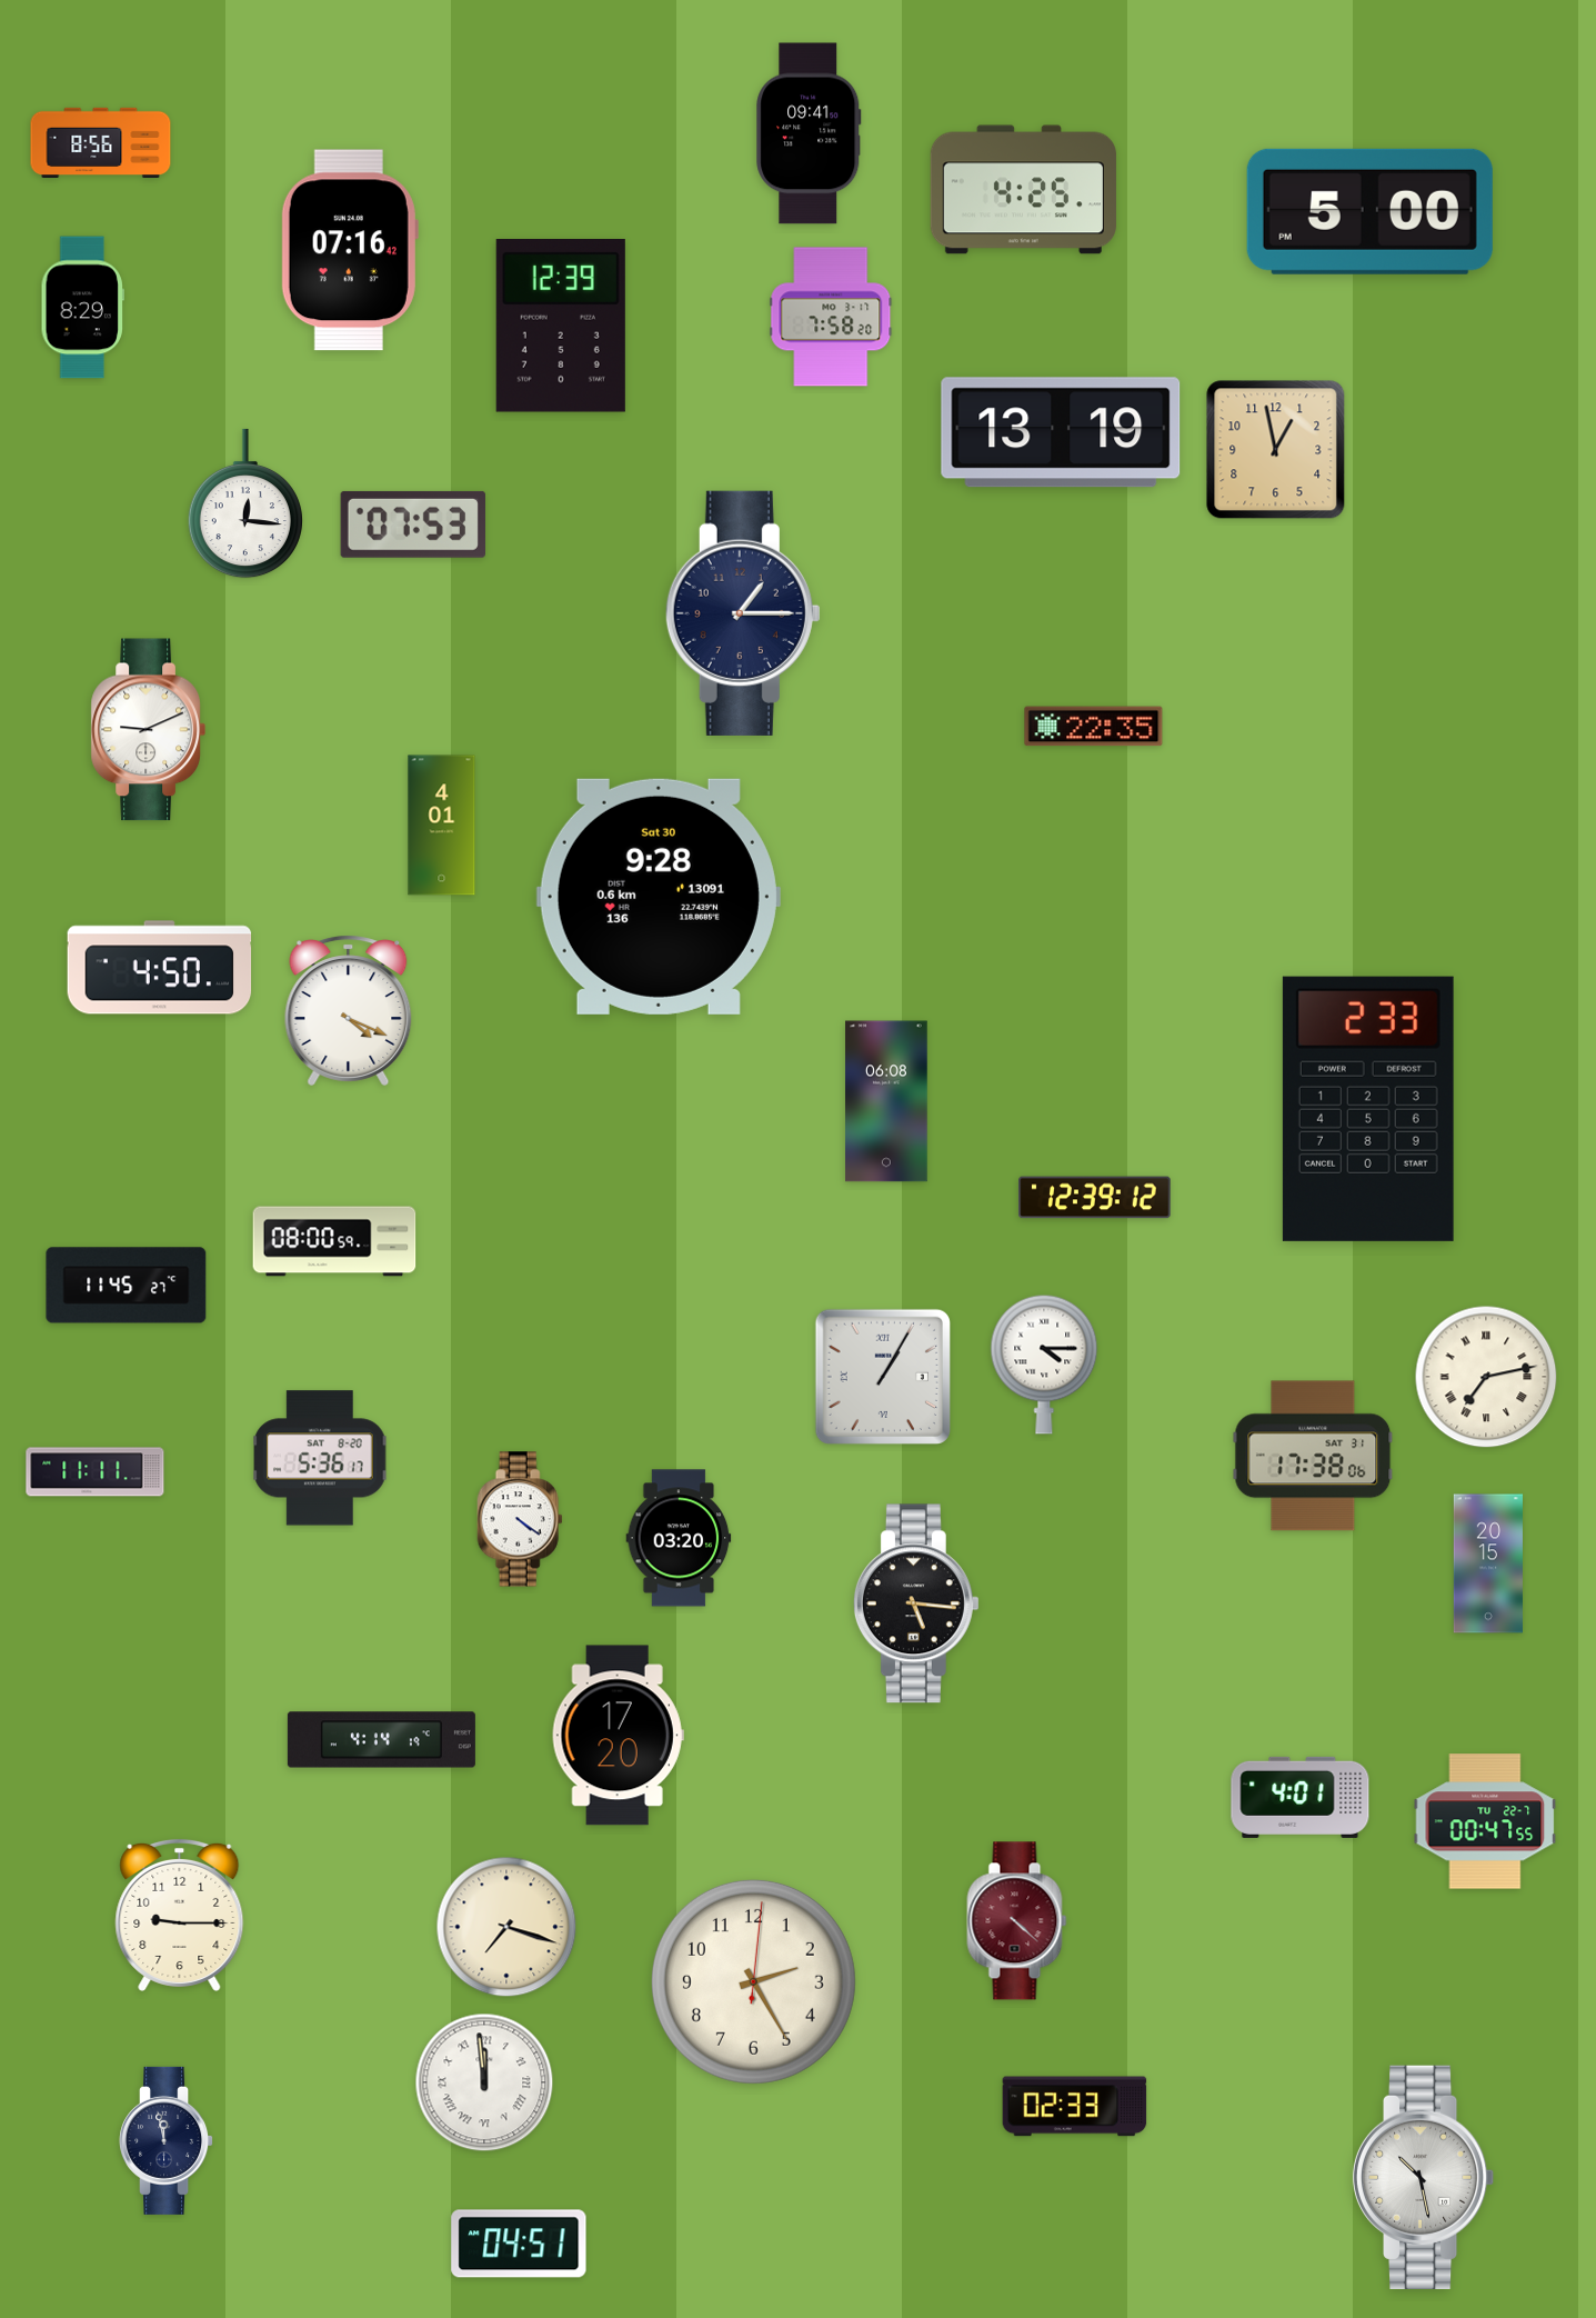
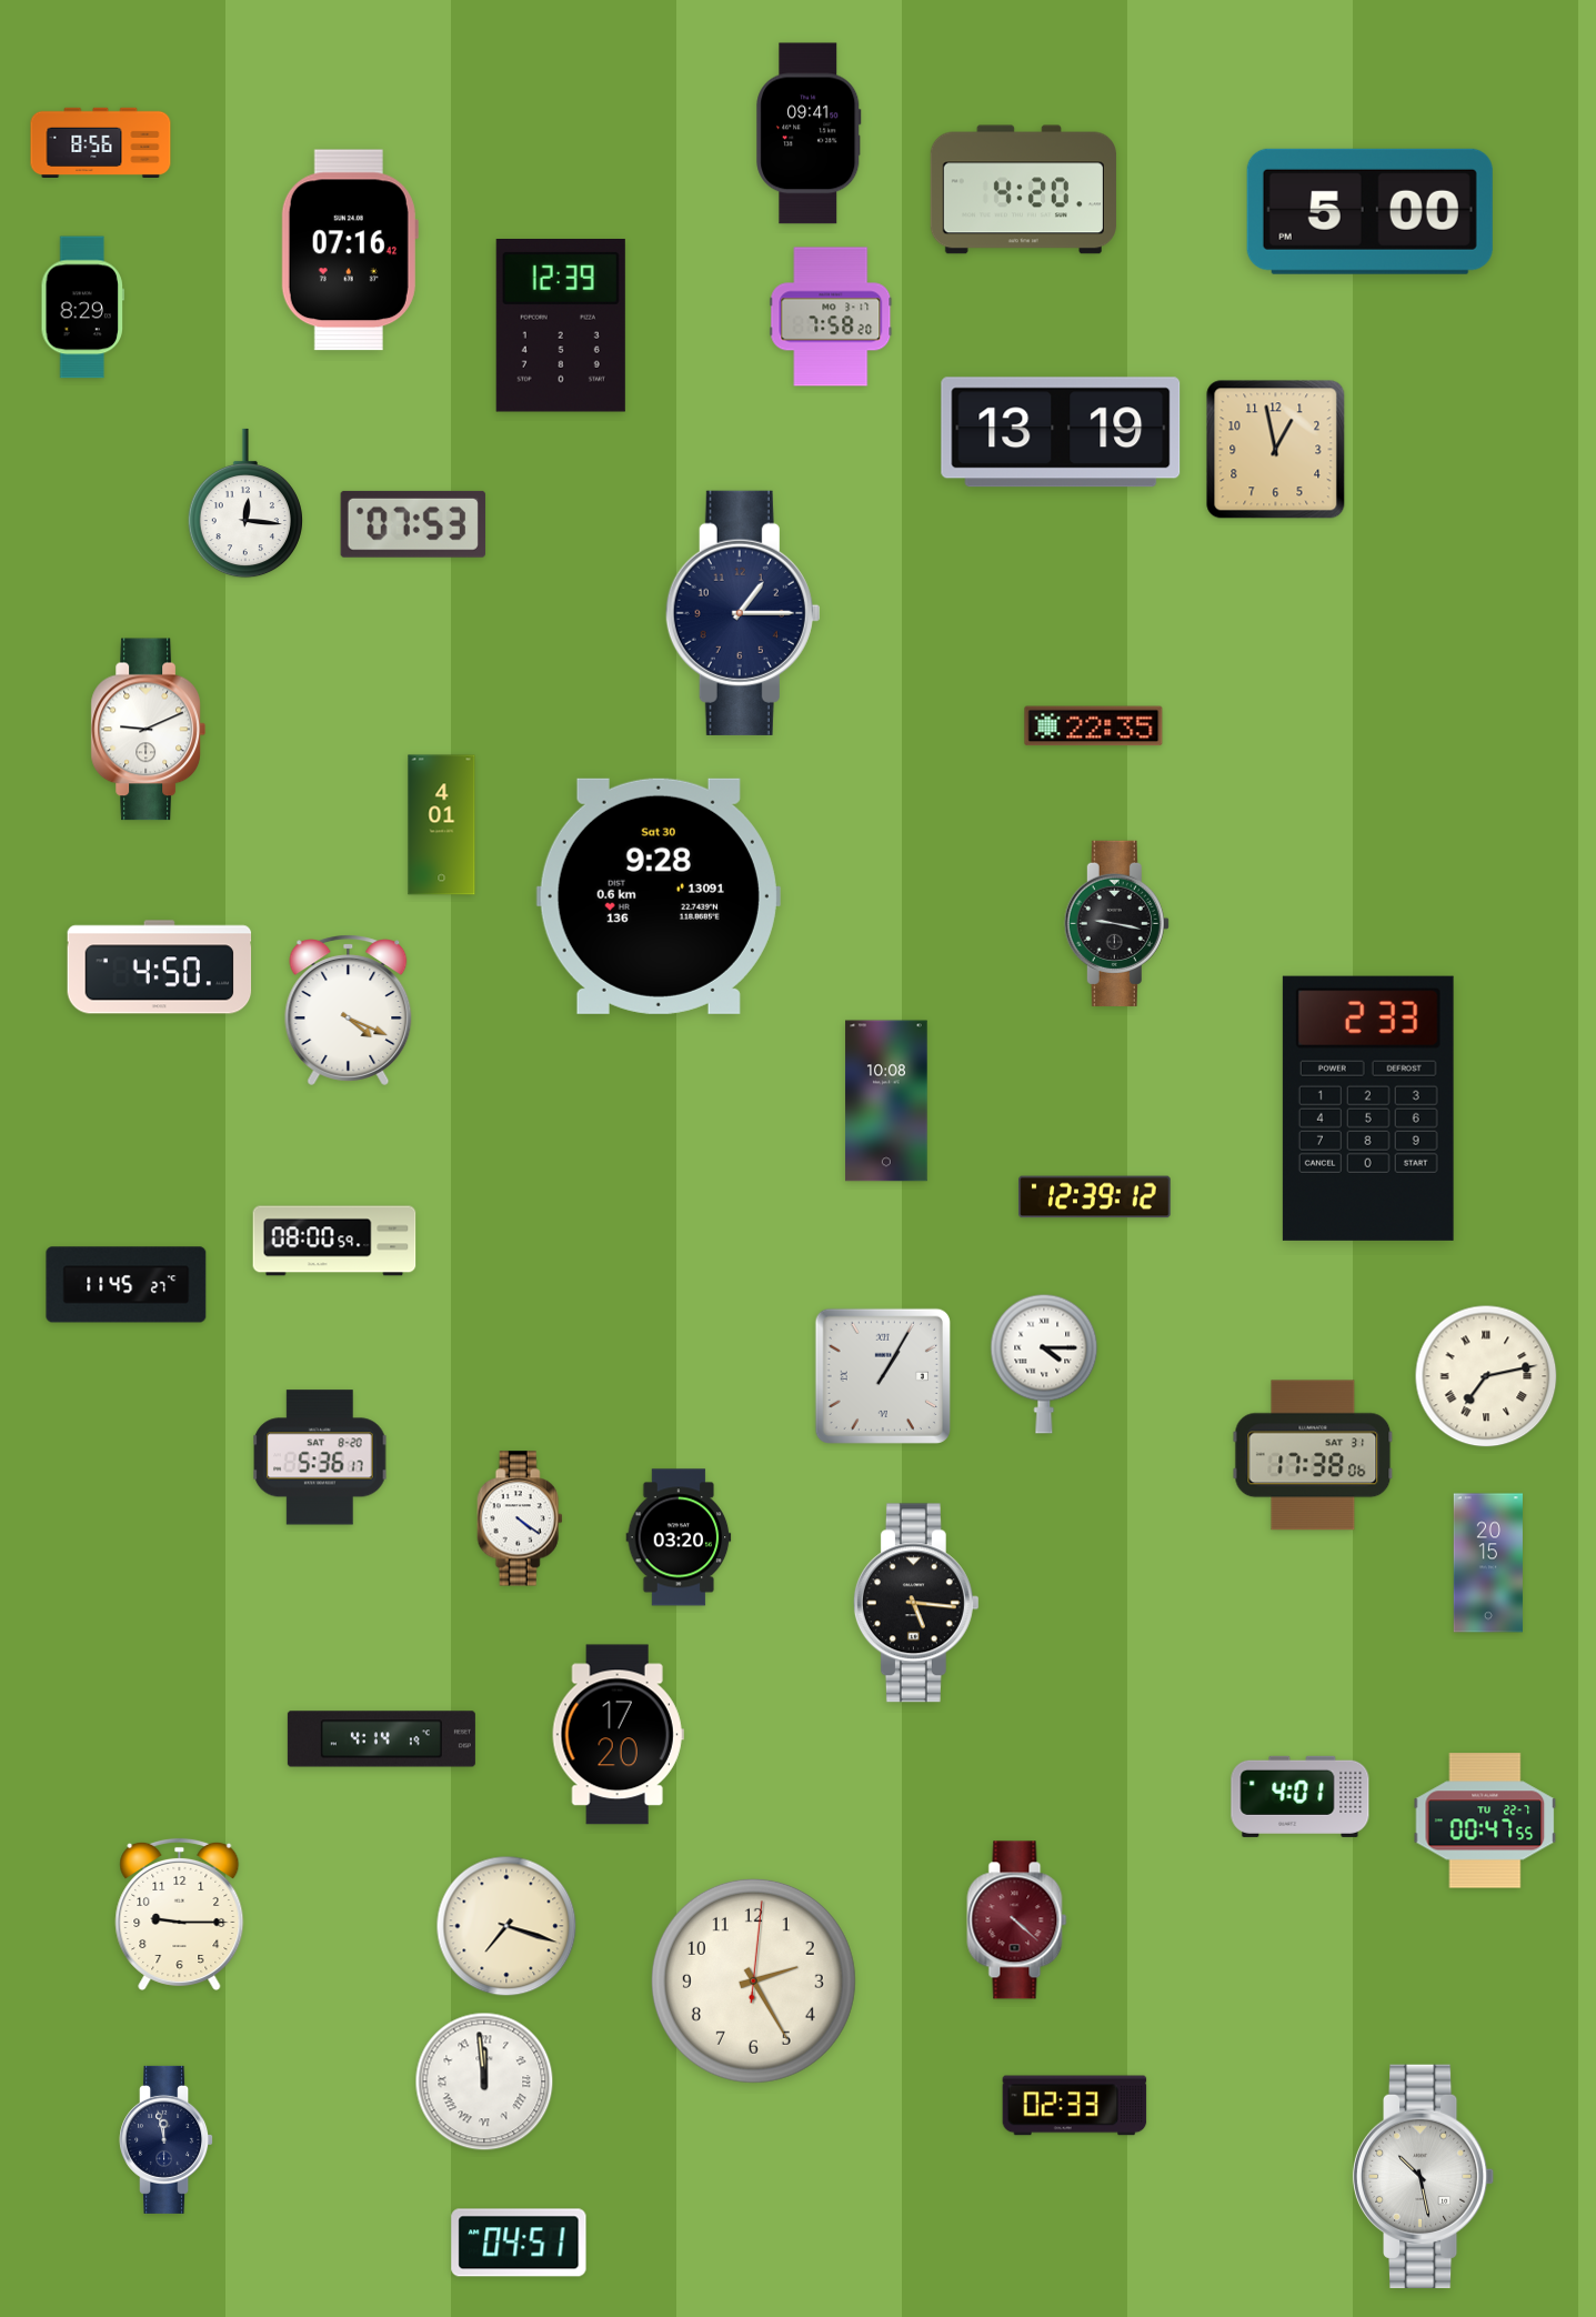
clock at (1023, 190): 4:25 -> 4:20
clock at (1116, 923): none -> 9:17
clock at (886, 1101): 06:08 -> 10:08
clock at (96, 1472): 11:11 -> none
